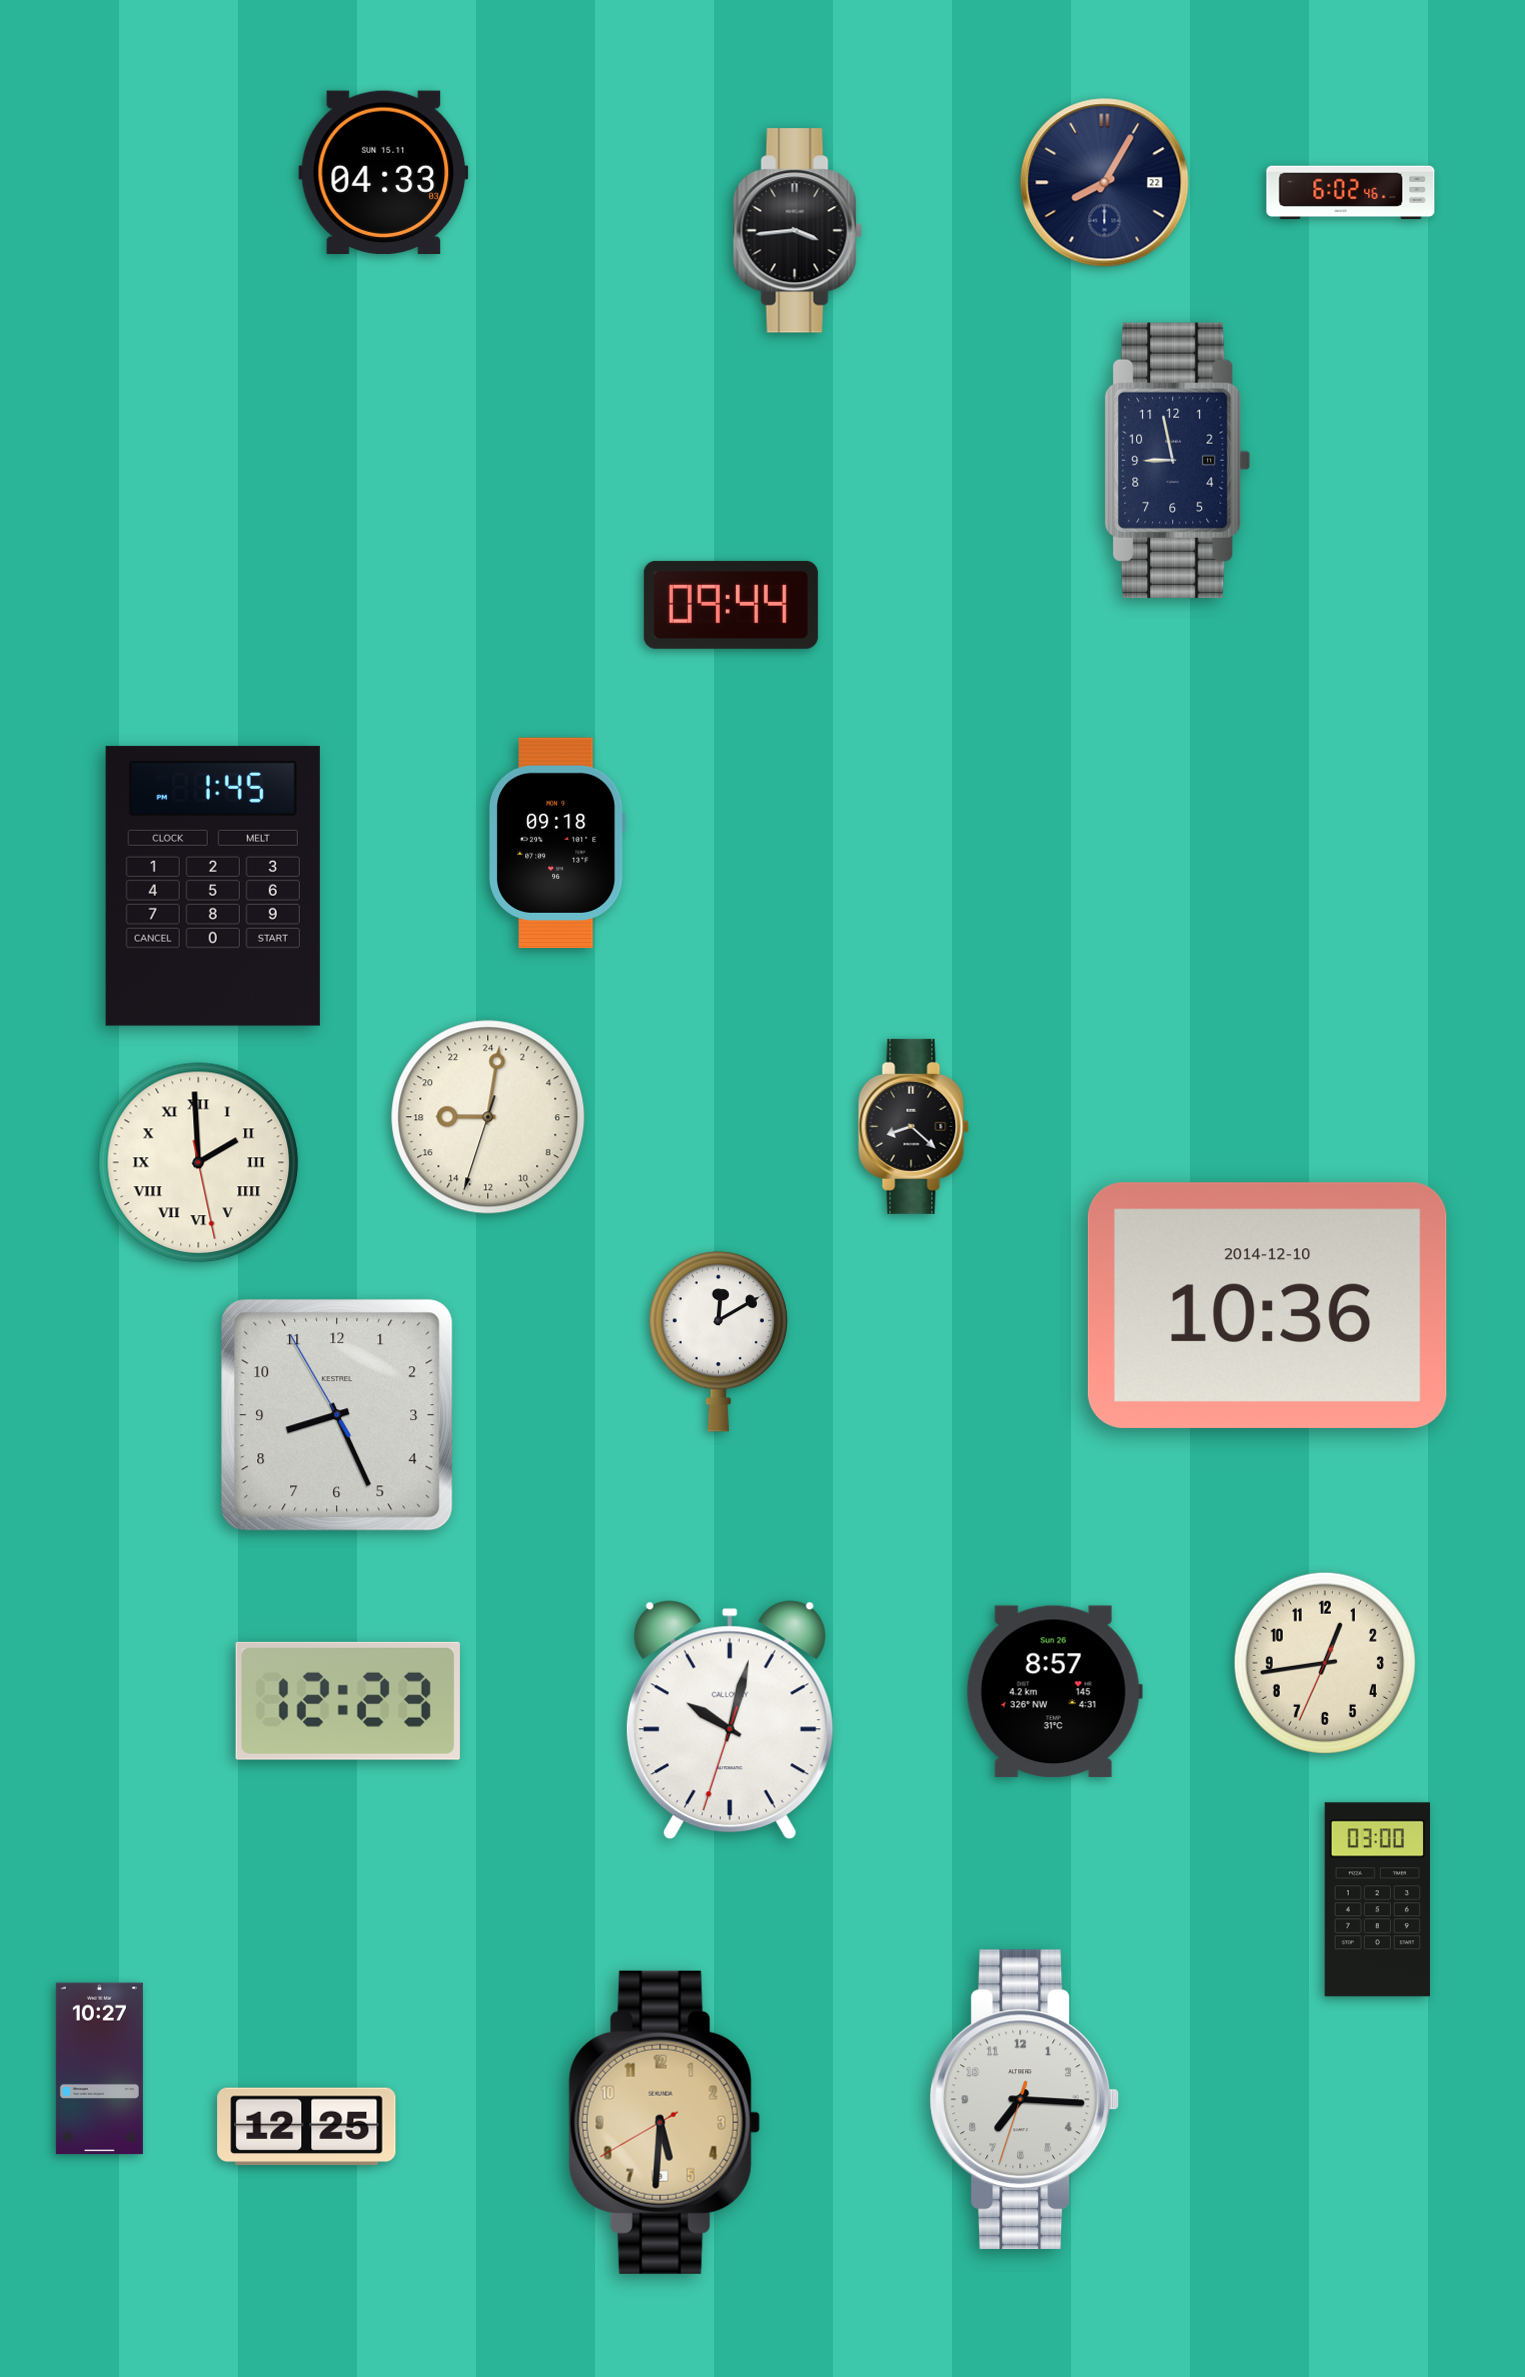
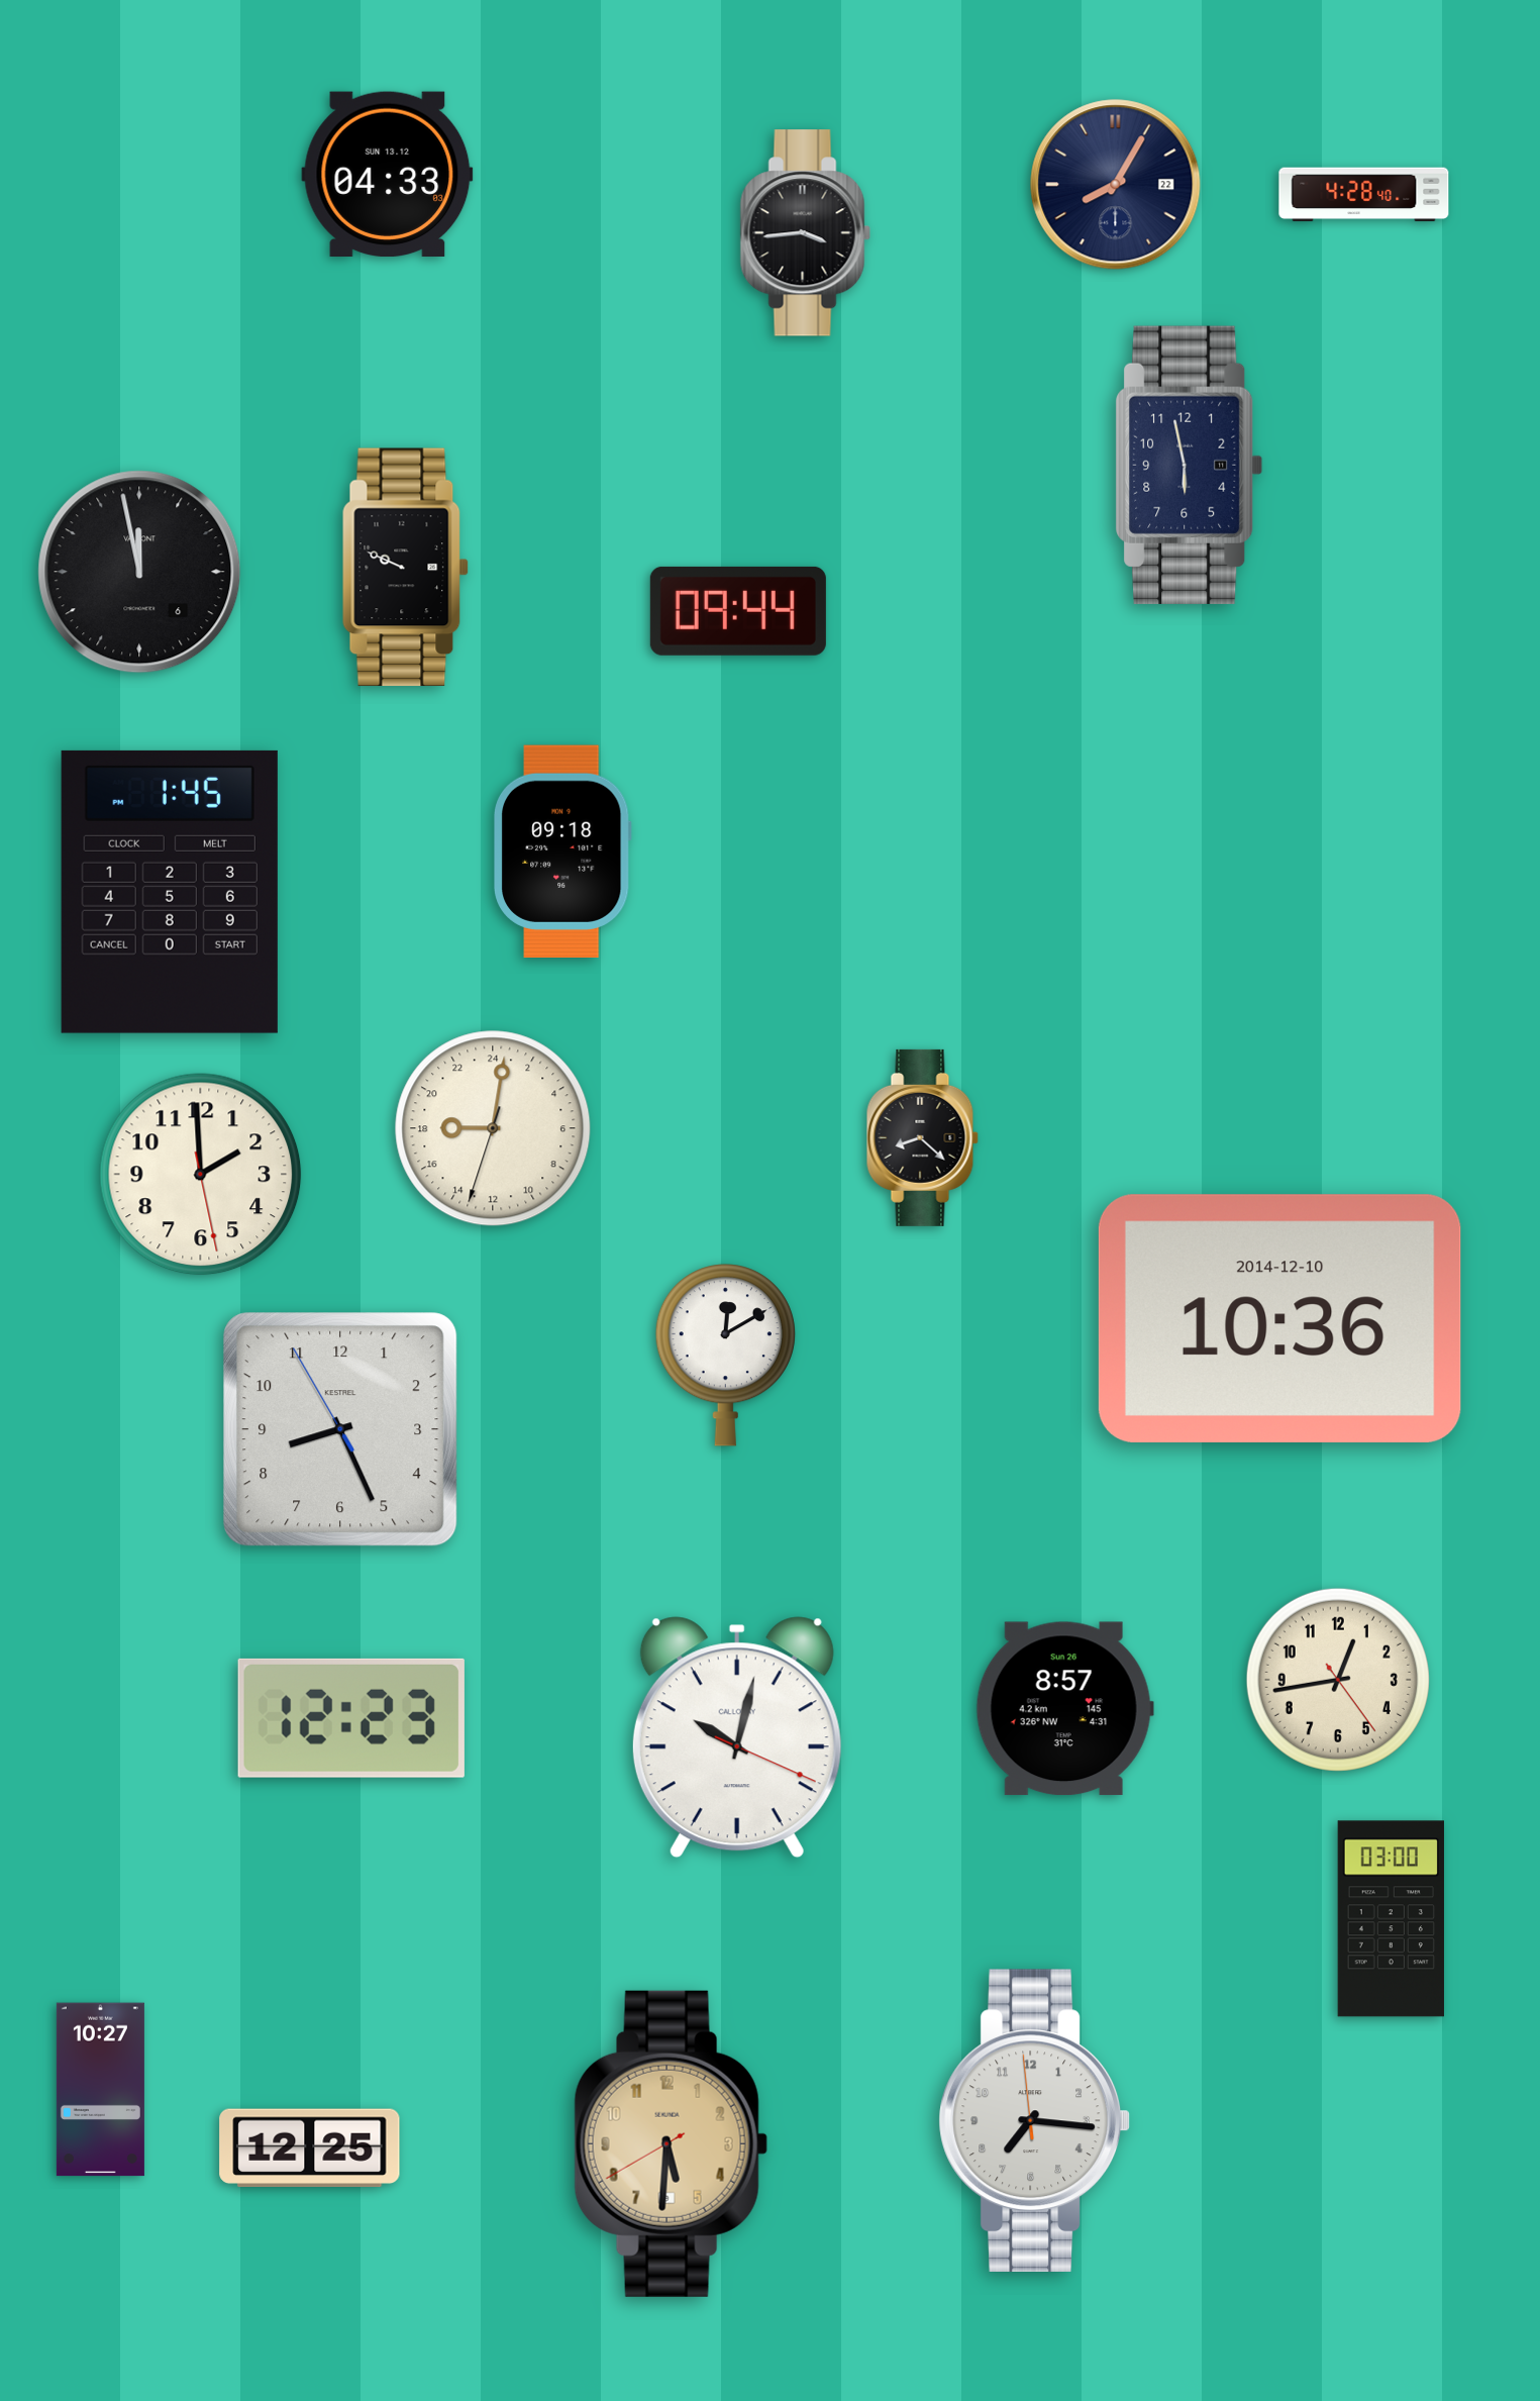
clock at (384, 172) date: SUN 15.11 -> SUN 13.12
clock at (1351, 193): 6:02 -> 4:28
clock at (1178, 460): 8:58 -> 5:58
clock at (405, 568): none -> 9:49
clock at (139, 572): none -> 11:58
clock at (213, 886) position: (213, 886) -> (170, 892)
clock at (199, 1163) numerals: Roman -> Arabic
clock at (1325, 1663): 12:43:34 -> 12:43:24
clock at (730, 1720): 10:02:33 -> 10:02:19
clock at (1024, 2099): 7:15:33 -> 7:15:59
